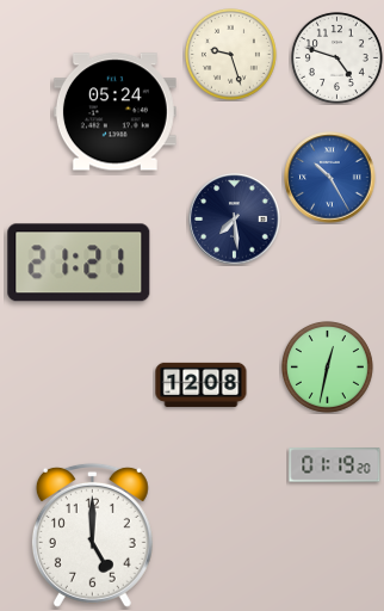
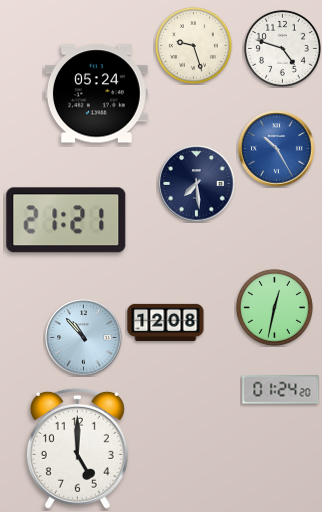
clock at (202, 384) position: (202, 384) -> (166, 322)
clock at (84, 338): none -> 10:53
clock at (335, 465): 01:19 -> 01:24
